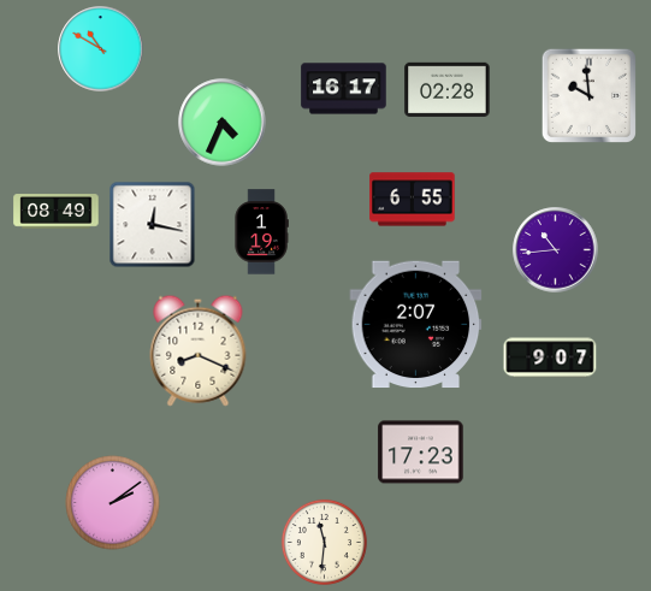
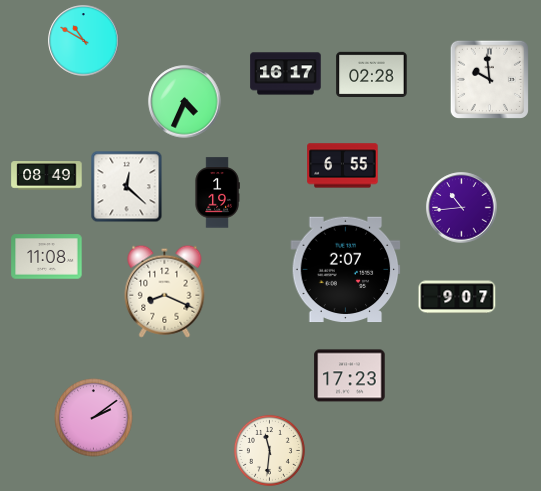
clock at (153, 225): 12:17 -> 12:22
clock at (47, 257): none -> 11:08
